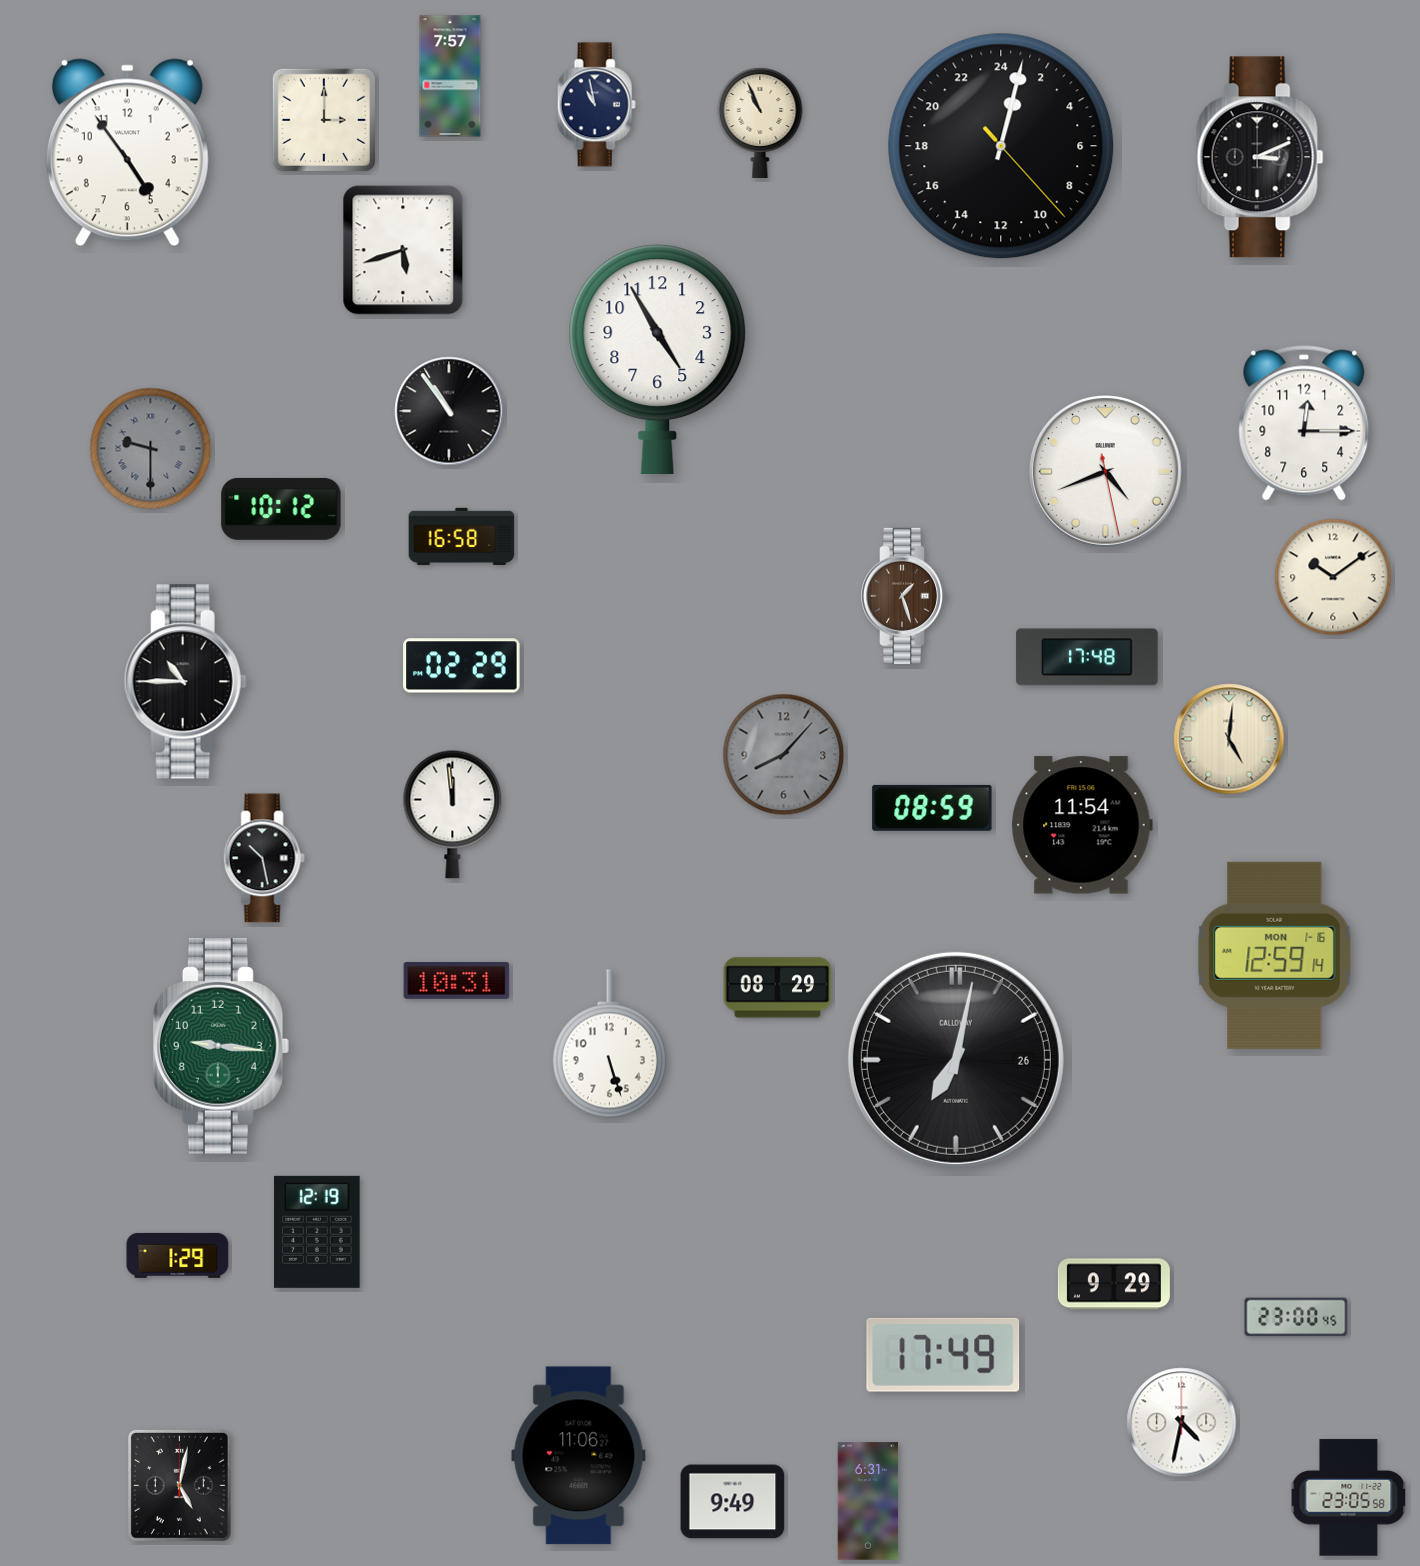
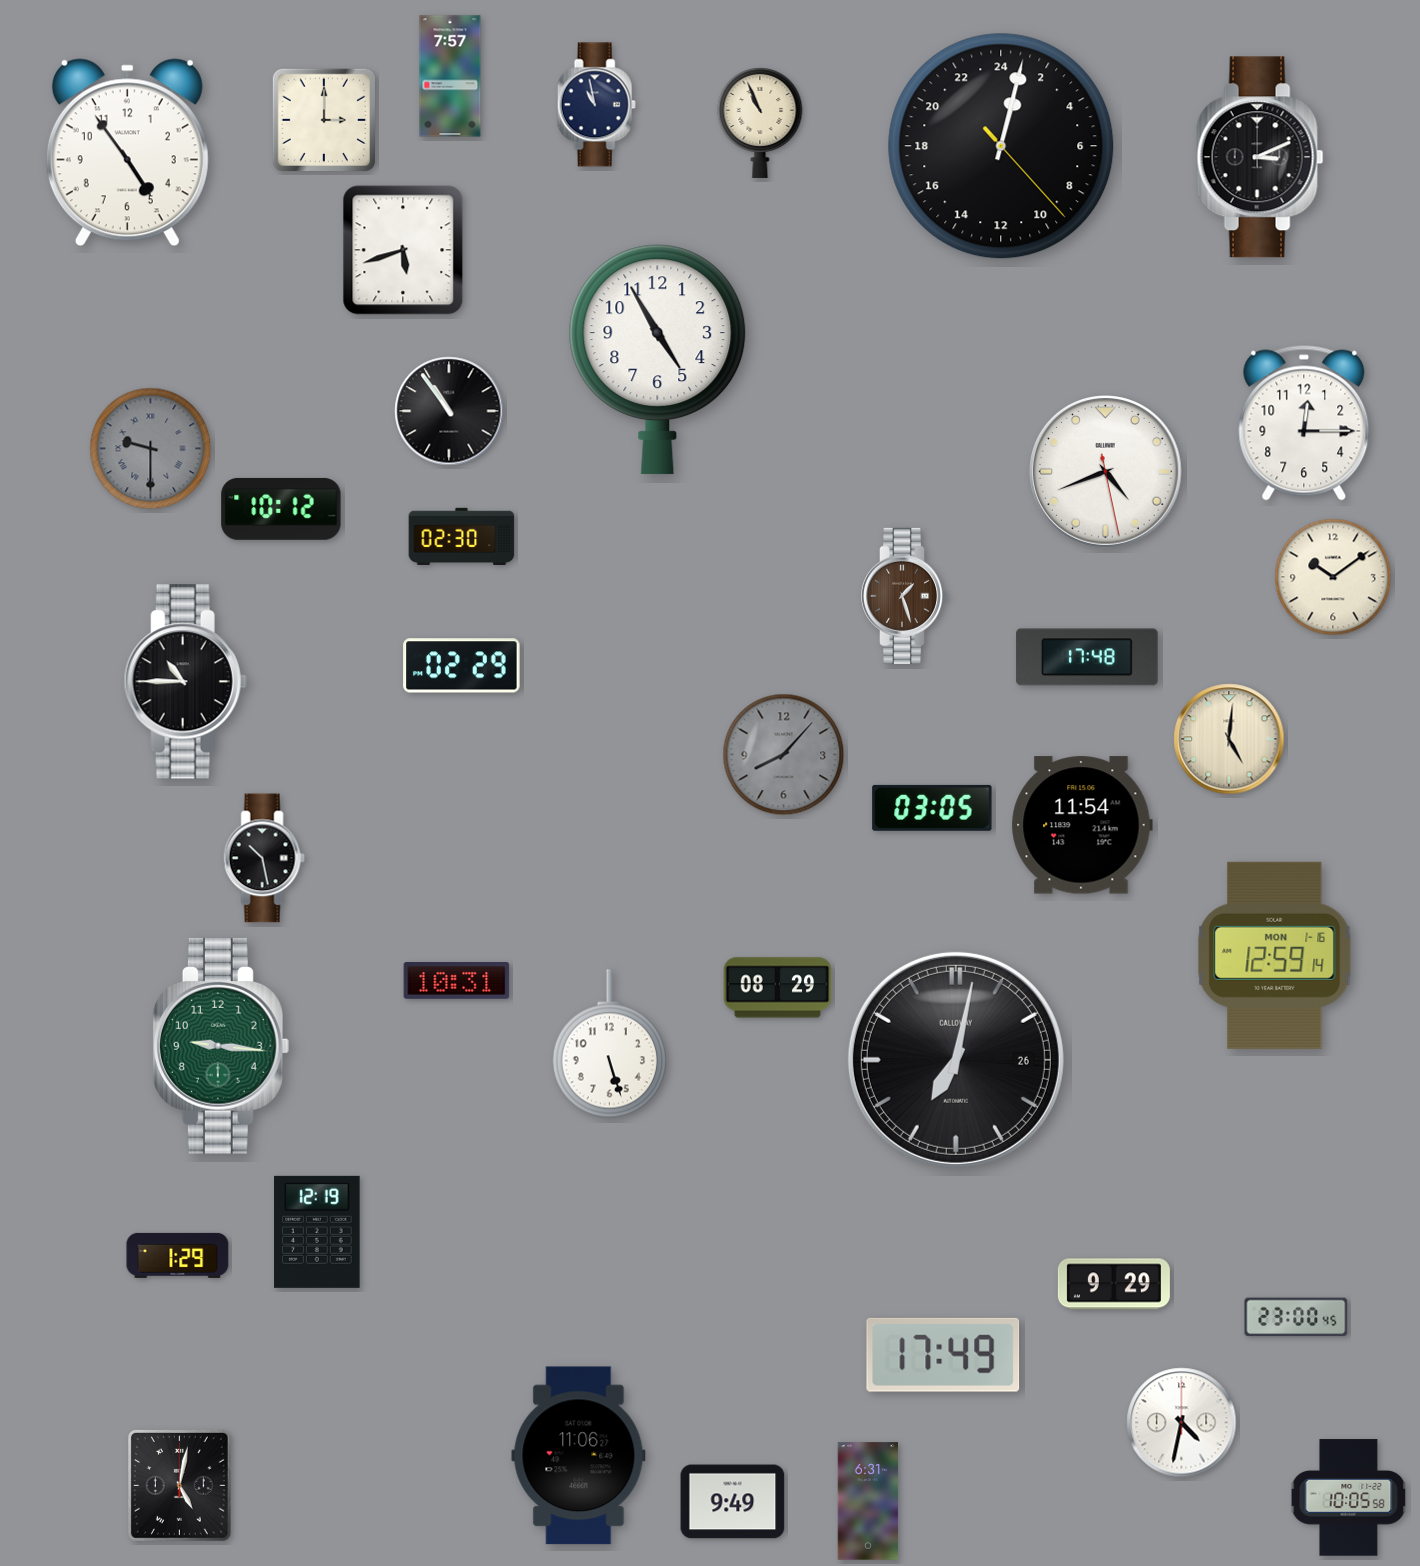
clock at (462, 536): 16:58 -> 02:30
clock at (932, 808): 08:59 -> 03:05
clock at (453, 814): 11:59 -> none
clock at (1349, 1498): 23:05 -> 10:05
